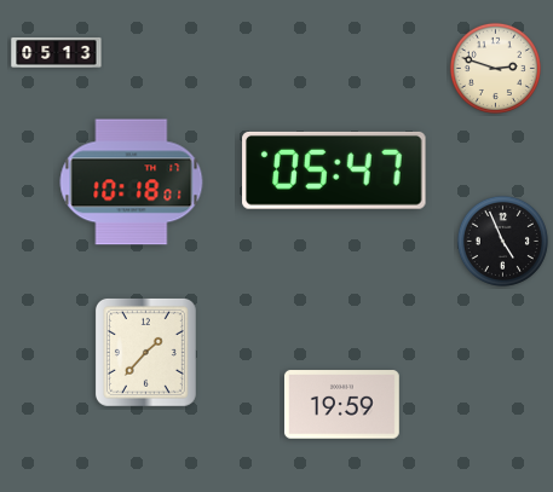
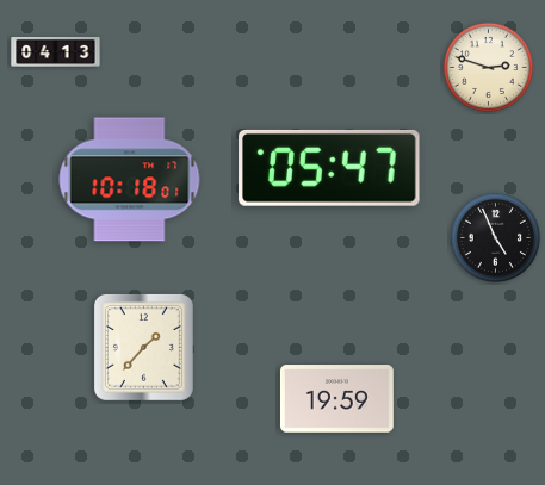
clock at (57, 52): 05:13 -> 04:13
